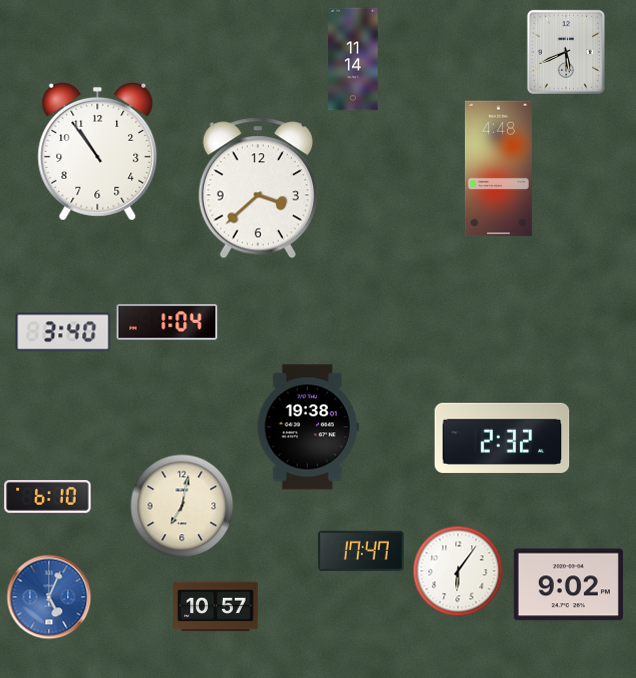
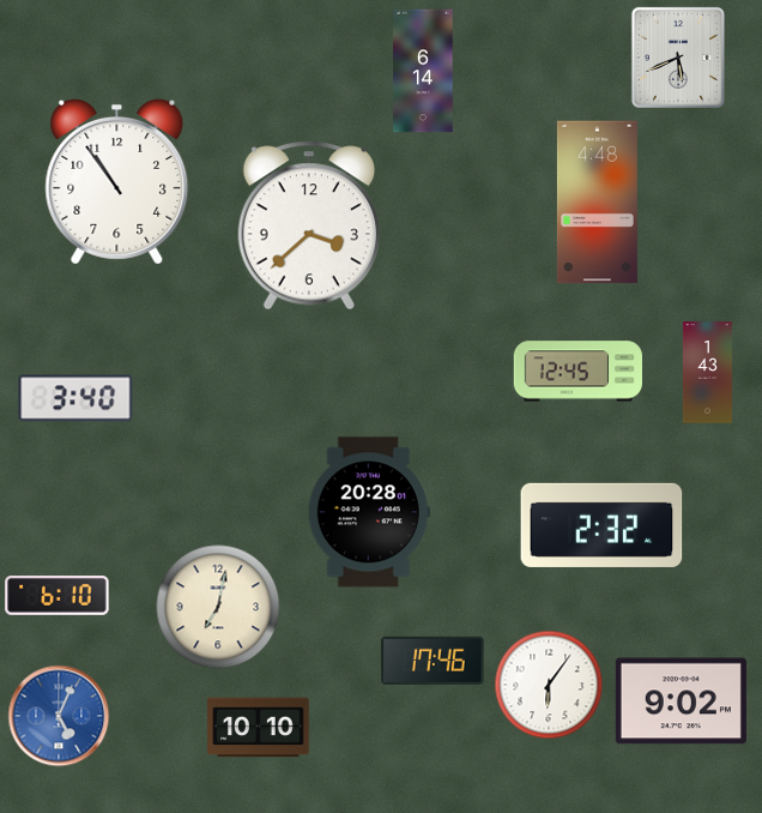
clock at (566, 52) position: (566, 52) -> (678, 58)
clock at (353, 59): 11:14 -> 6:14
clock at (579, 372): none -> 12:45
clock at (707, 373): none -> 1:43
clock at (167, 322): 1:04 -> none
clock at (308, 427): 19:38 -> 20:28
clock at (361, 551): 17:47 -> 17:46
clock at (216, 607): 10:57 -> 10:10
